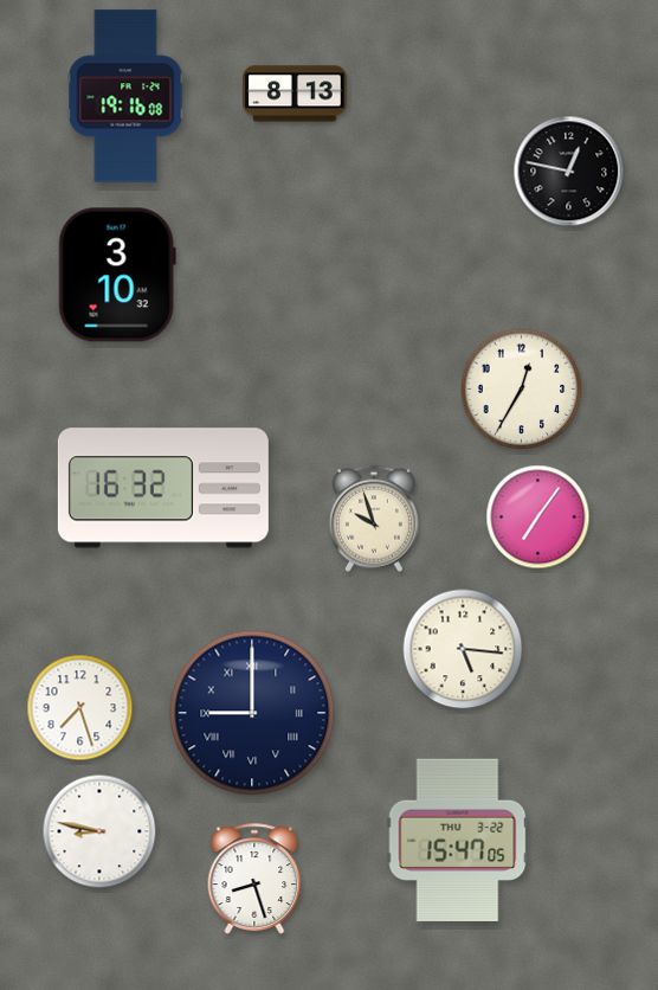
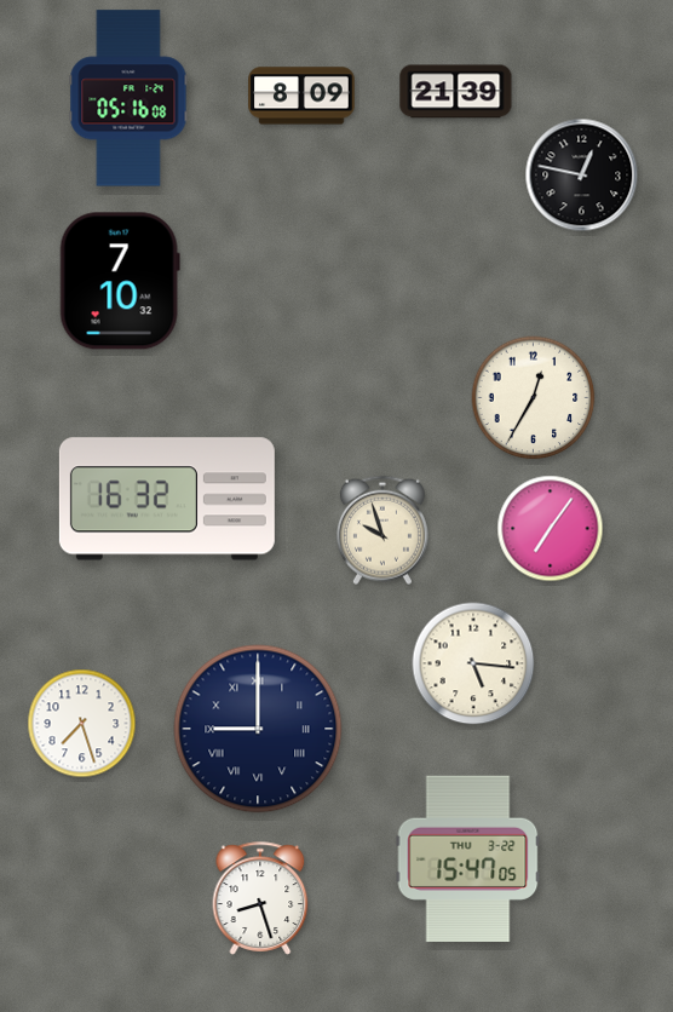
clock at (456, 92): none -> 21:39
clock at (295, 94): 8:13 -> 8:09
clock at (125, 96): 19:16 -> 05:16
clock at (117, 275): 3:10 -> 7:10
clock at (99, 831): 8:47 -> none
